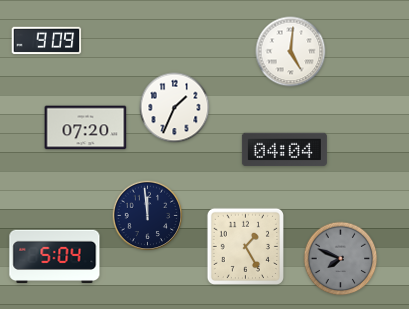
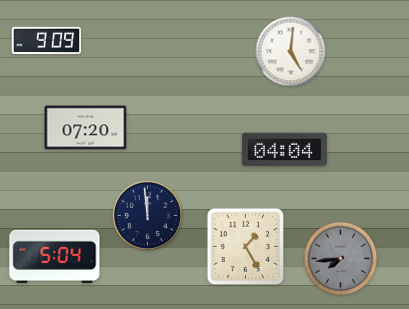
clock at (175, 108): 1:34 -> none
clock at (341, 259): 7:49 -> 7:44
